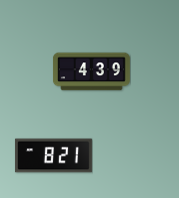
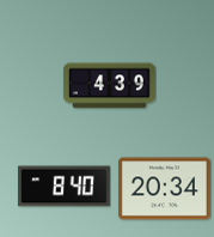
clock at (53, 156): 8:21 -> 8:40
clock at (164, 189): none -> 20:34
